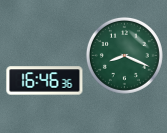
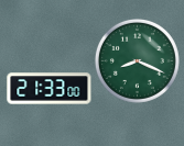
clock at (45, 81): 16:46 -> 21:33
